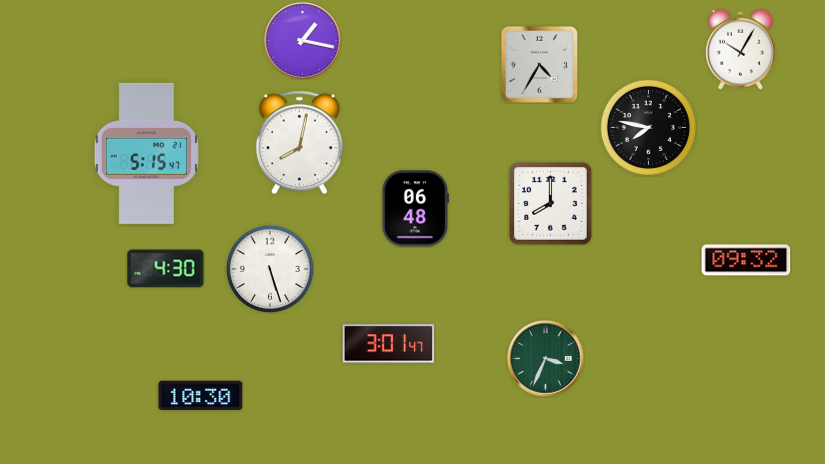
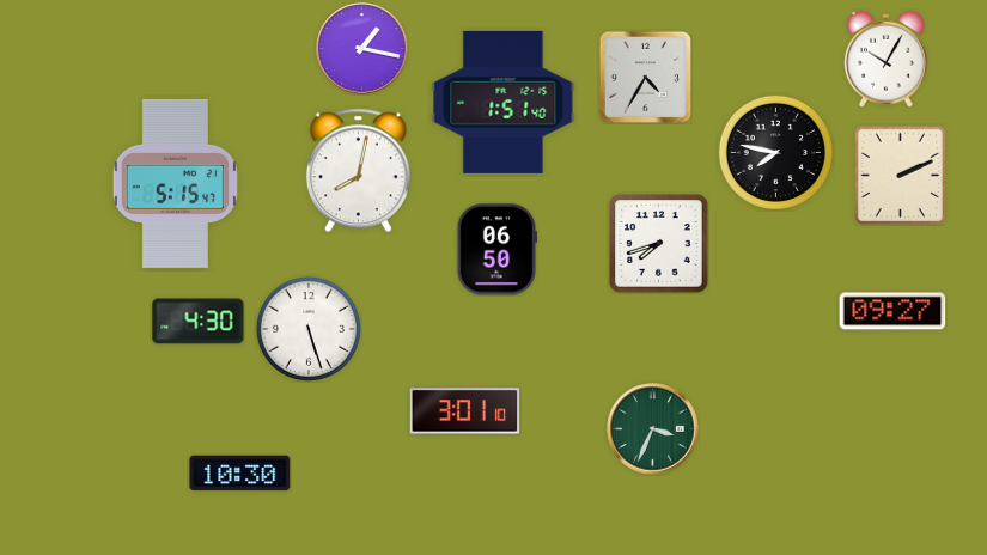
clock at (504, 102): none -> 1:51
clock at (900, 175): none -> 2:11
clock at (551, 204): 8:00 -> 7:42
clock at (415, 209): 06:48 -> 06:50
clock at (746, 260): 09:32 -> 09:27
clock at (270, 269) position: (270, 269) -> (309, 329)
clock at (389, 344): 3:01:47 -> 3:01:10
